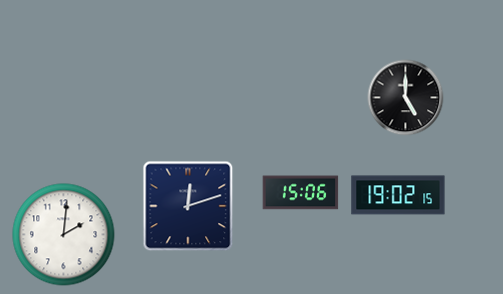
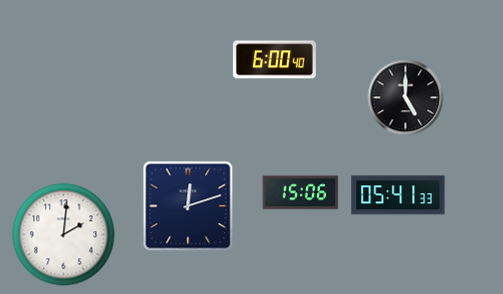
clock at (274, 60): none -> 6:00
clock at (398, 195): 19:02 -> 05:41
